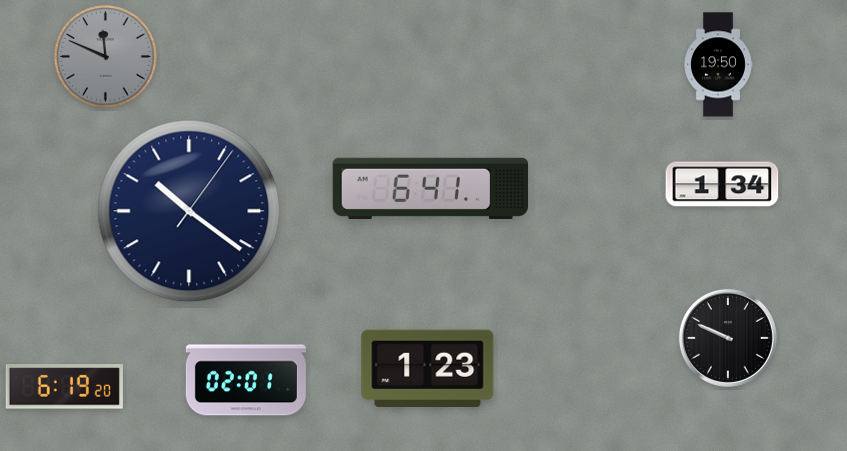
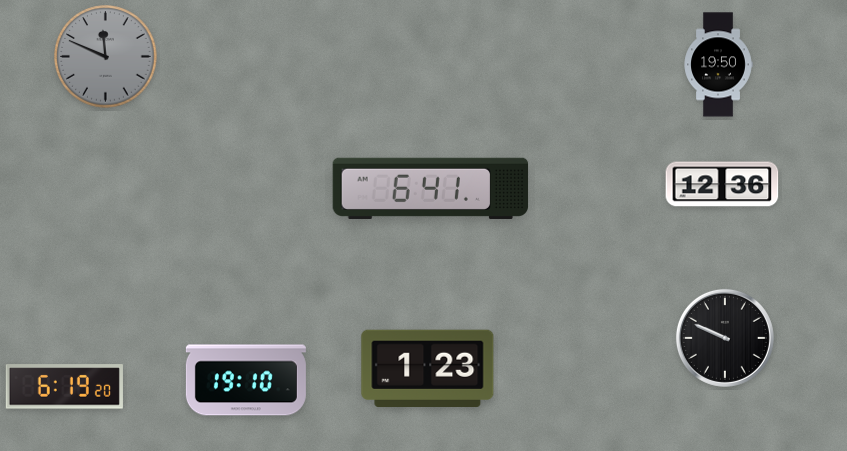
clock at (722, 184): 1:34 -> 12:36
clock at (189, 211): 10:21 -> none
clock at (728, 338) position: (728, 338) -> (725, 338)
clock at (246, 380): 02:01 -> 19:10
